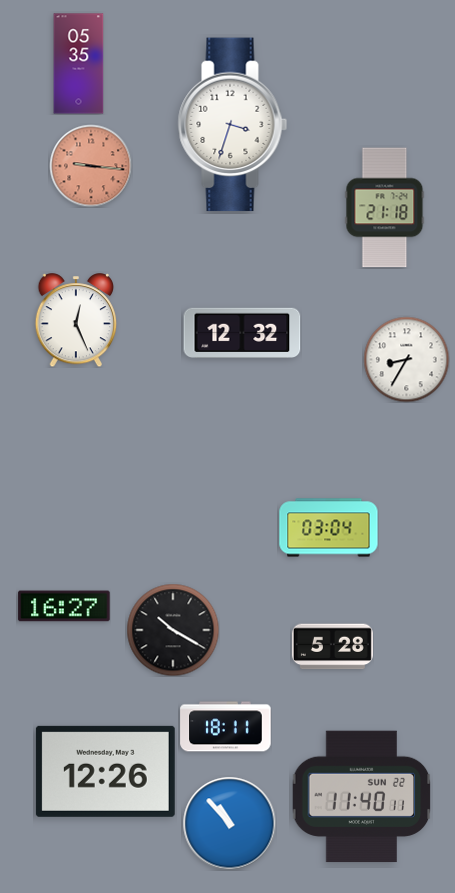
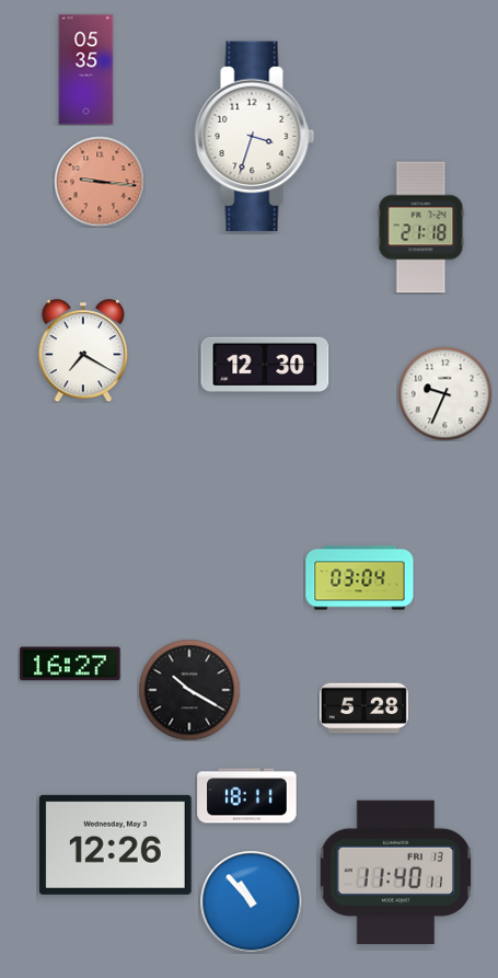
clock at (76, 320): 12:26 -> 7:20
clock at (242, 332): 12:32 -> 12:30
clock at (406, 359): 8:35 -> 9:34
clock at (362, 797) date: SUN 22 -> FRI 13
